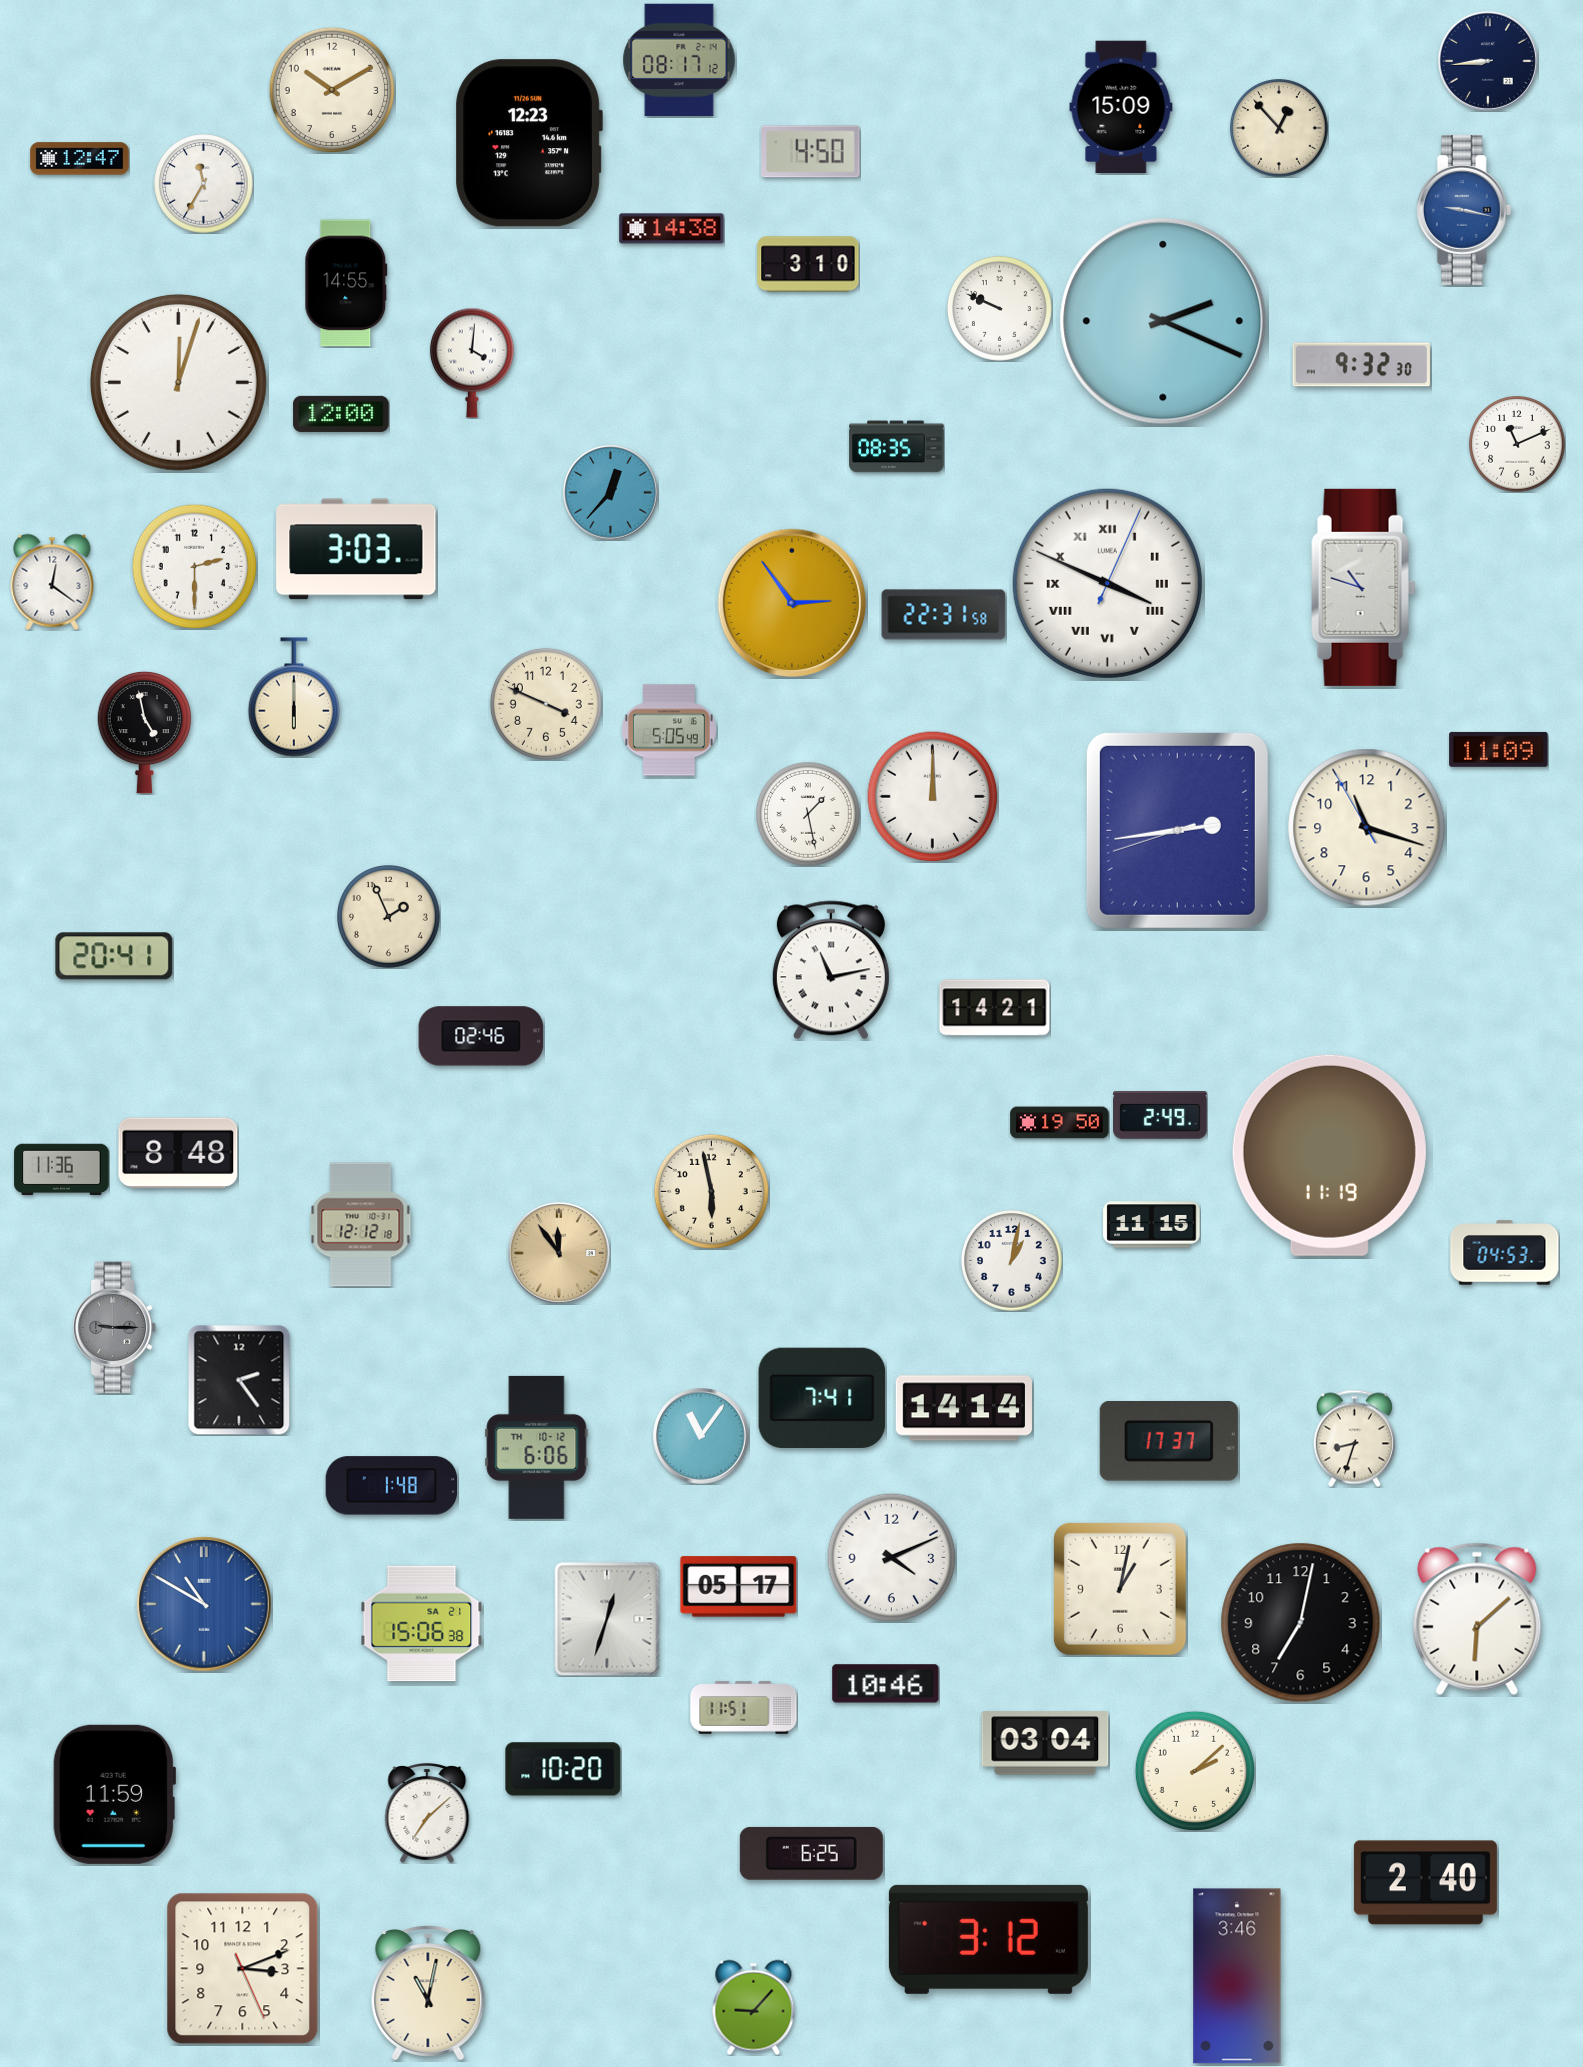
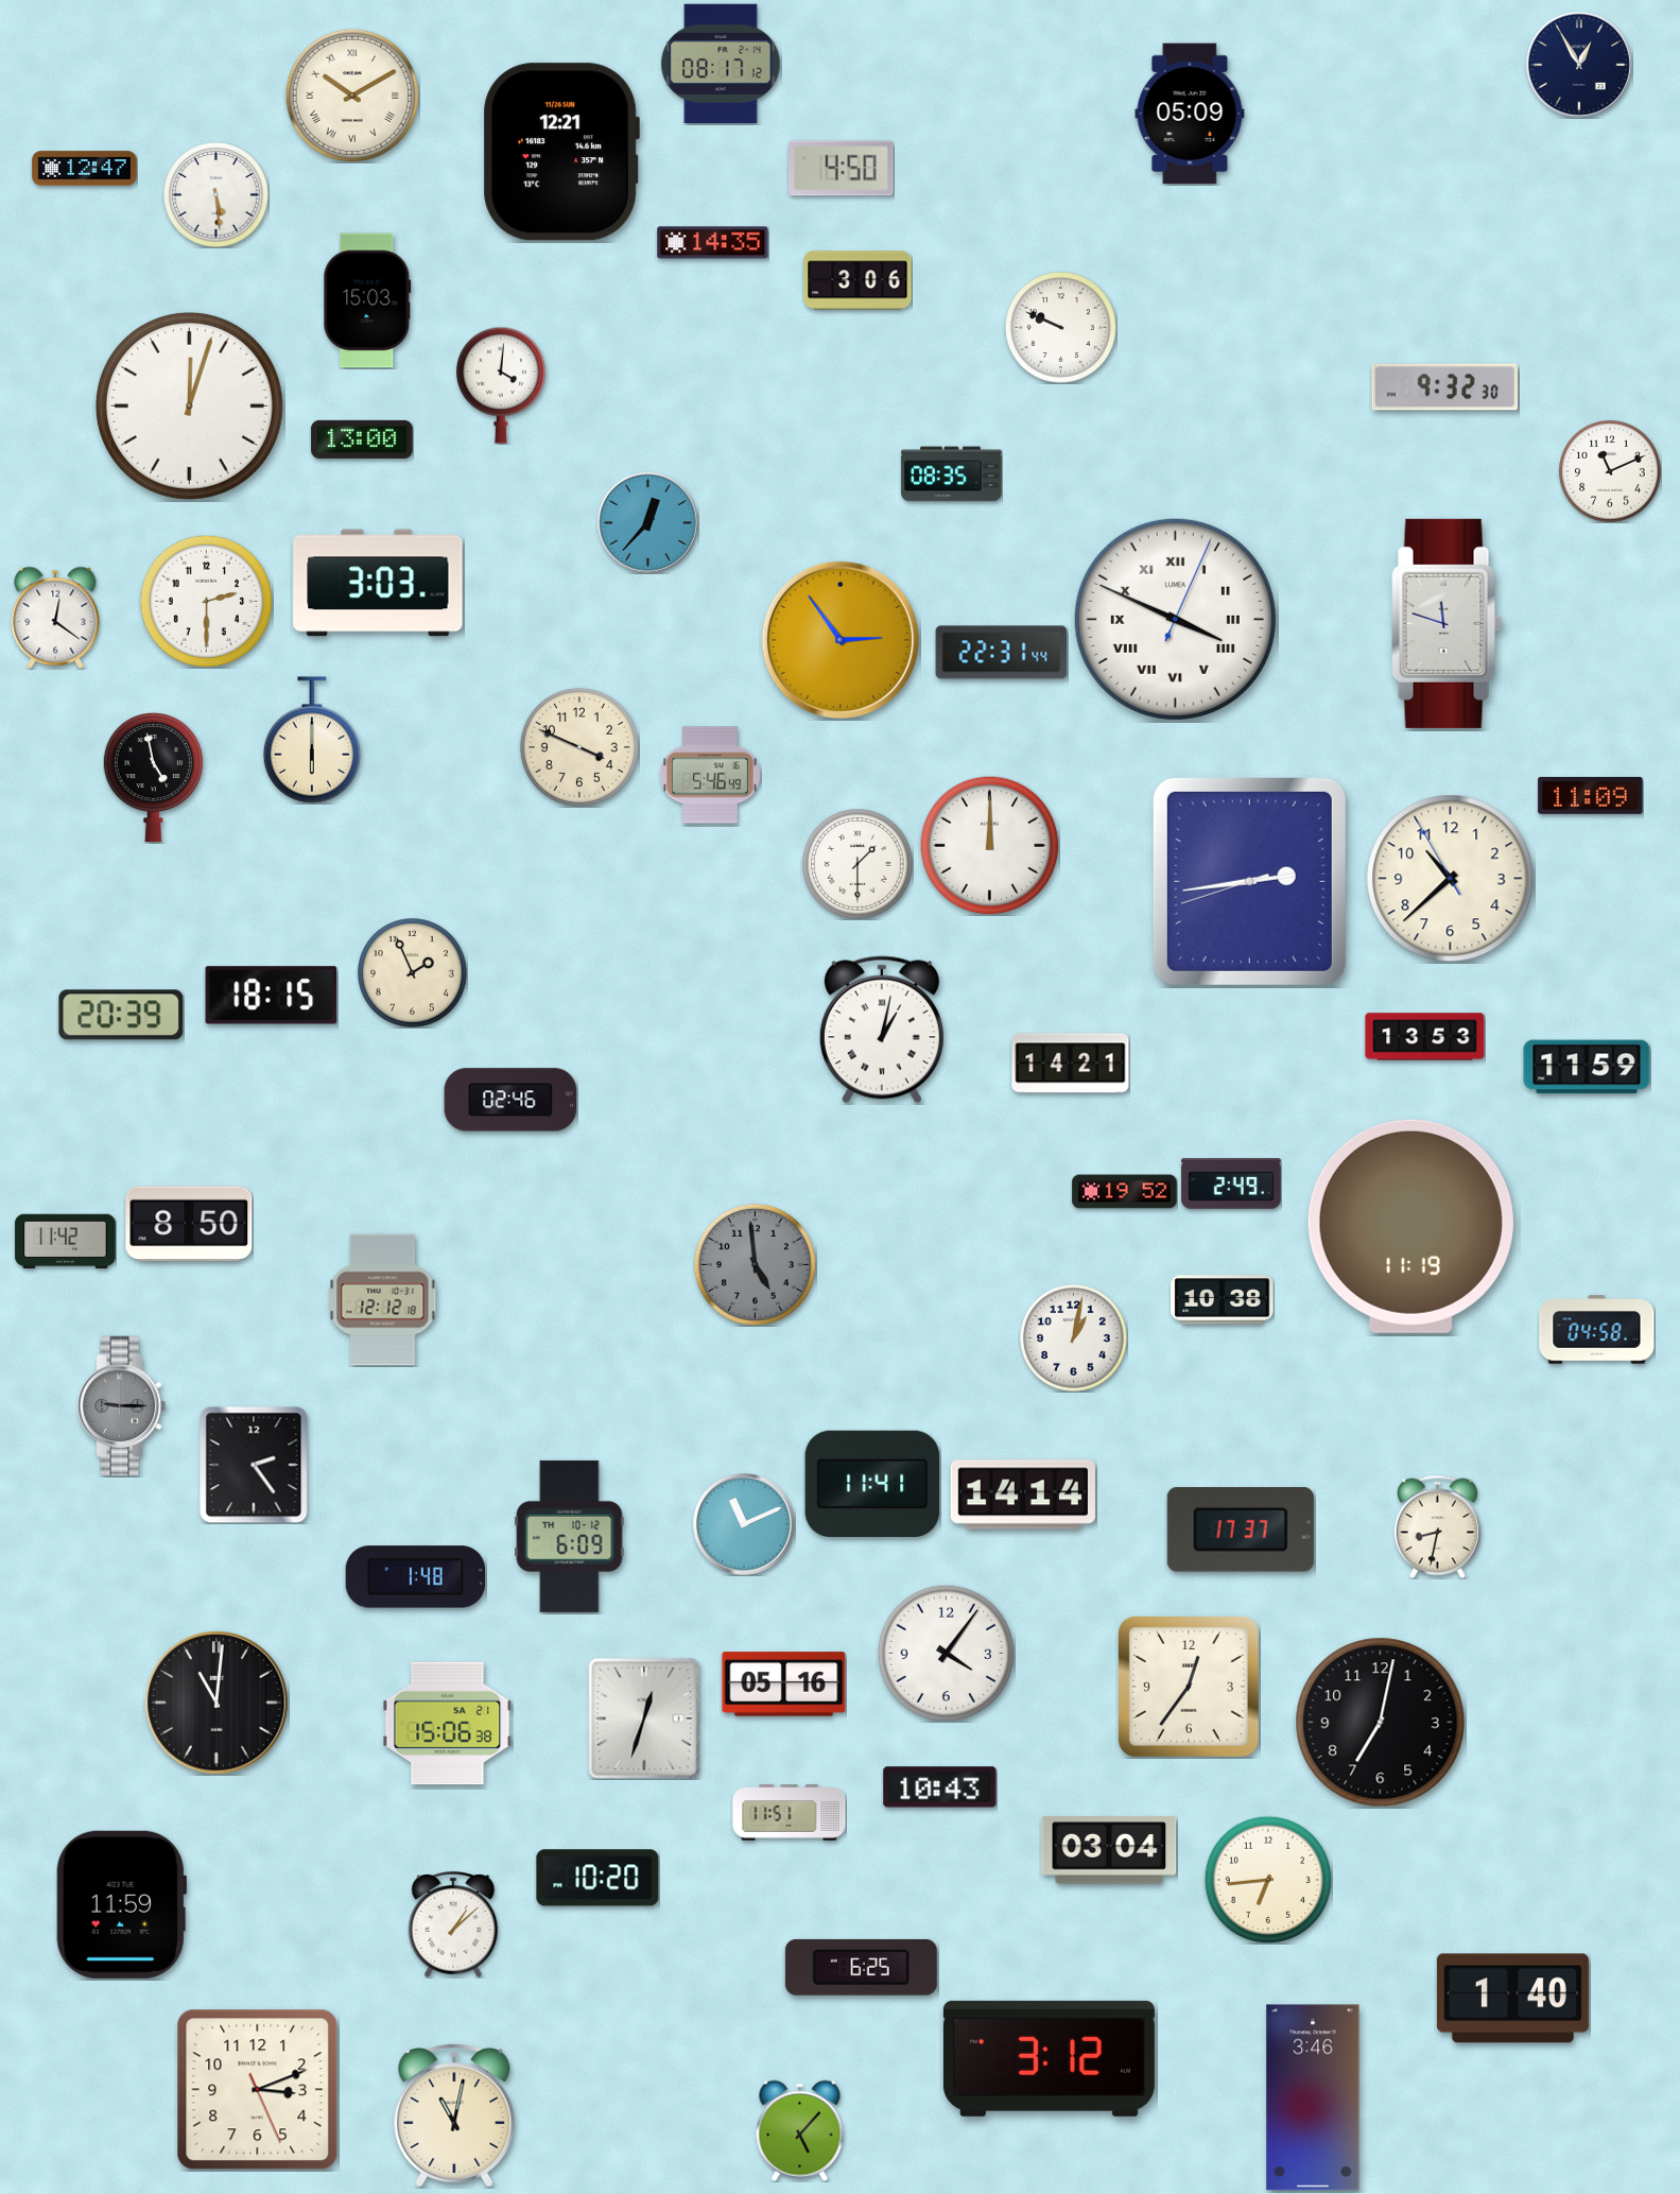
clock at (1488, 61): 8:44 -> 12:55
clock at (332, 90) numerals: Arabic -> Roman
clock at (1121, 107): 15:09 -> 05:09
clock at (1279, 128): 12:53 -> none
clock at (529, 143): 12:23 -> 12:21
clock at (811, 152) position: (811, 152) -> (842, 169)
clock at (204, 184): 11:35 -> 5:29
clock at (1464, 211): 9:17 -> none
clock at (672, 229): 14:38 -> 14:35
clock at (808, 264): 3:10 -> 3:06
clock at (346, 283): 14:55 -> 15:03
clock at (1163, 321): 2:19 -> none
clock at (341, 414): 12:00 -> 13:00
clock at (1364, 587): 10:48 -> 11:48
clock at (944, 615): 22:31:58 -> 22:31:44
clock at (669, 730): 5:05 -> 5:46
clock at (809, 815): 1:28 -> 1:30
clock at (1367, 828): 11:17 -> 10:37
clock at (272, 996): none -> 18:15
clock at (114, 956): 20:41 -> 20:39
clock at (831, 970): 11:13 -> 1:02
clock at (1425, 1037): none -> 13:53
clock at (1587, 1067): none -> 11:59
clock at (995, 1008) position: (995, 1008) -> (1071, 1064)
clock at (1060, 1123): 19:50 -> 19:52
clock at (178, 1153): 8:48 -> 8:50
clock at (62, 1170): 11:36 -> 11:42
clock at (711, 1191): 5:58 -> 4:59
clock at (711, 1191) dial: cream -> grey
clock at (1152, 1225): 11:15 -> 10:38
clock at (559, 1253): 11:54 -> none
clock at (1505, 1253): 04:53 -> 04:58
clock at (115, 1328) position: (115, 1328) -> (122, 1406)
clock at (822, 1398): 7:41 -> 11:41
clock at (701, 1436): 11:06 -> 11:11
clock at (1354, 1438): 8:33 -> 8:32
clock at (537, 1447): 6:06 -> 6:09
clock at (891, 1557): 4:11 -> 4:06
clock at (739, 1587): 05:17 -> 05:16
clock at (1120, 1589): 1:02 -> 12:36
clock at (204, 1604): 10:50 -> 11:01
clock at (204, 1604) dial: blue -> black
clock at (1477, 1619): 6:08 -> none
clock at (886, 1684): 10:46 -> 10:43
clock at (1195, 1771): 2:08 -> 6:44
clock at (427, 1814): 7:08 -> 1:08
clock at (1425, 1883): 2:40 -> 1:40
clock at (754, 2007): 9:07 -> 5:07
